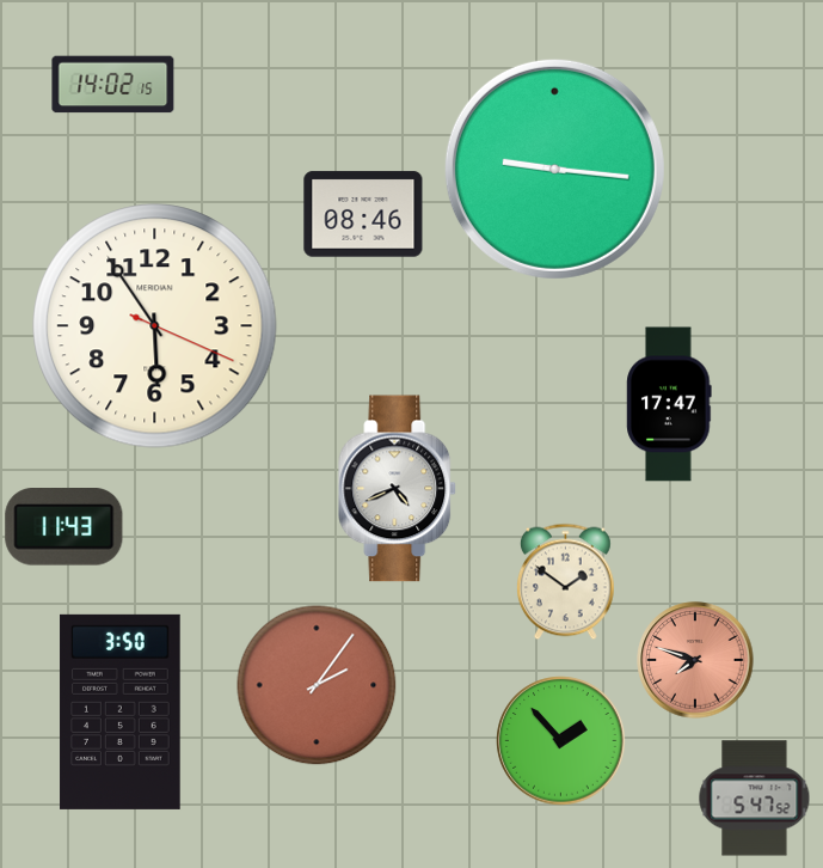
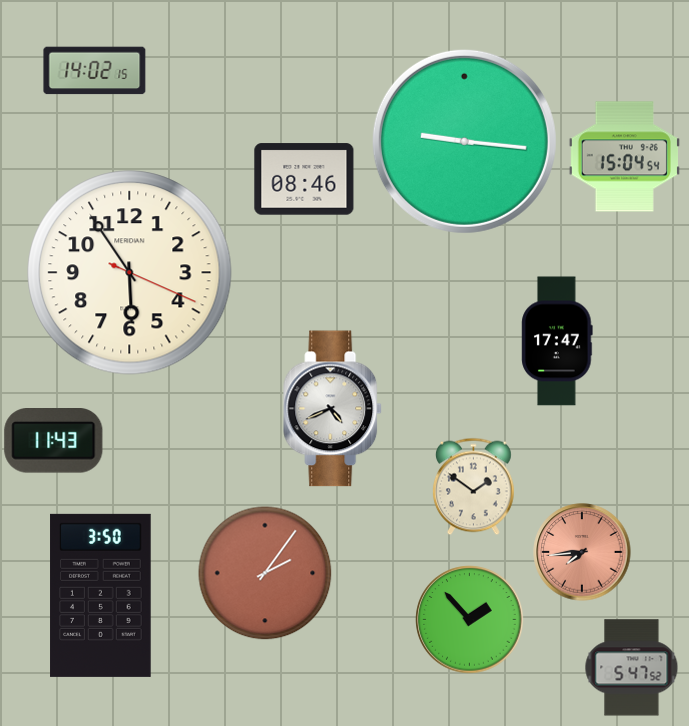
clock at (624, 157): none -> 15:04
clock at (669, 404) position: (669, 404) -> (557, 341)
clock at (695, 660): 7:48 -> 7:44
